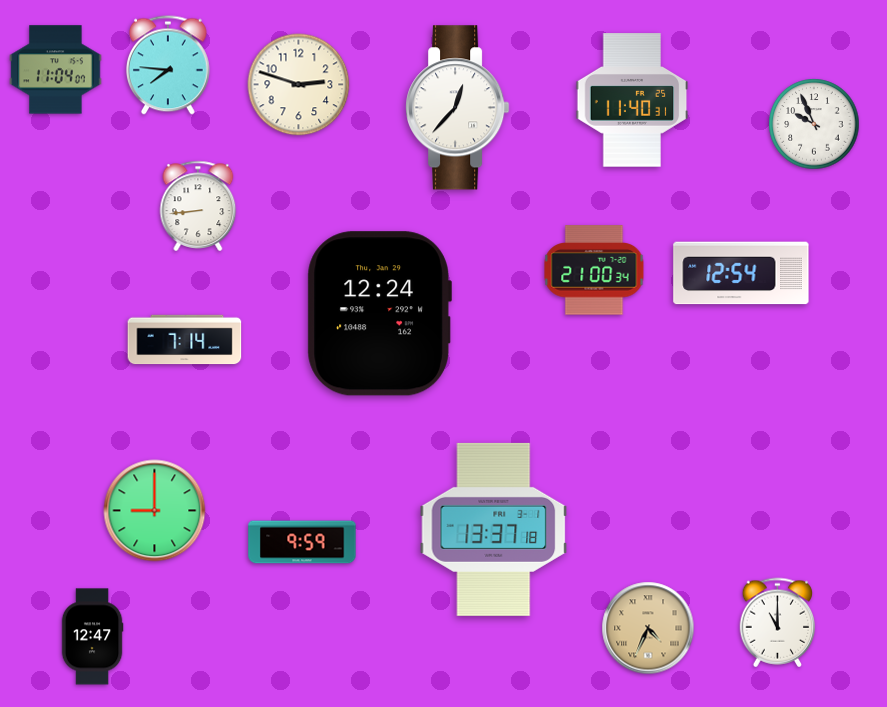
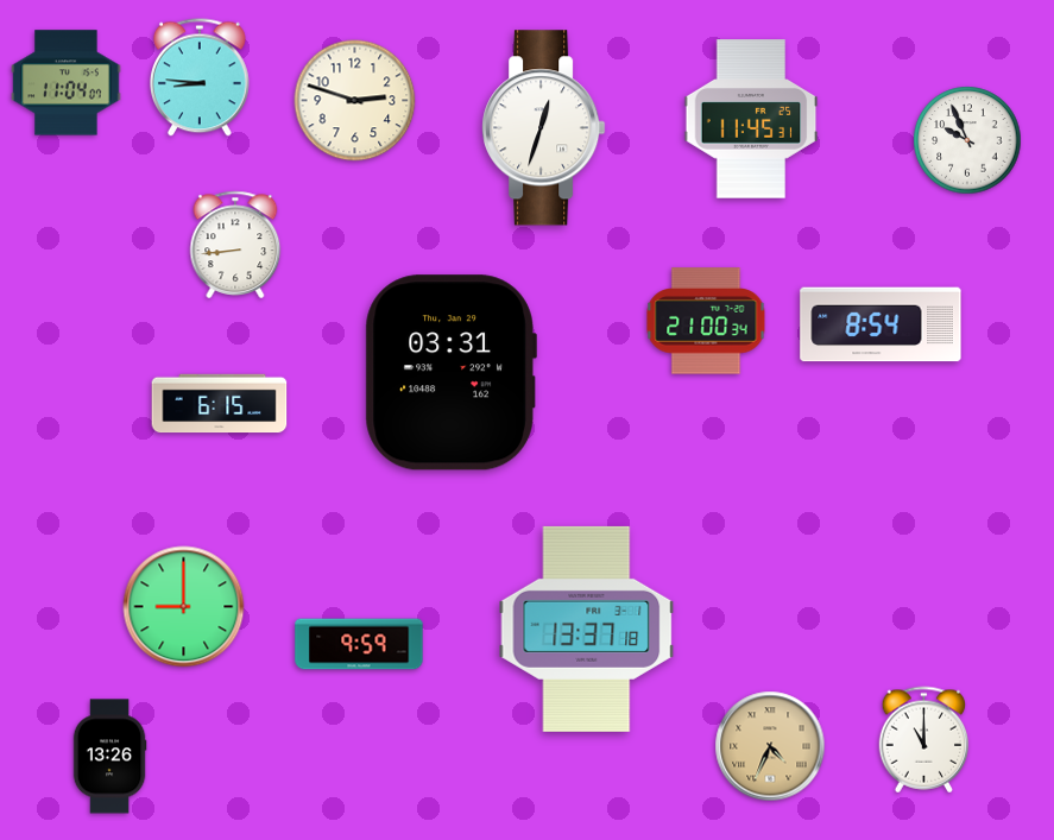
clock at (169, 65): 7:46 -> 8:46
clock at (632, 100): 11:40 -> 11:45
clock at (458, 108): 12:37 -> 12:33
clock at (814, 124) position: (814, 124) -> (967, 140)
clock at (741, 273): 12:54 -> 8:54
clock at (379, 314): 12:24 -> 03:31
clock at (185, 340): 7:14 -> 6:15
clock at (92, 637): 12:47 -> 13:26
